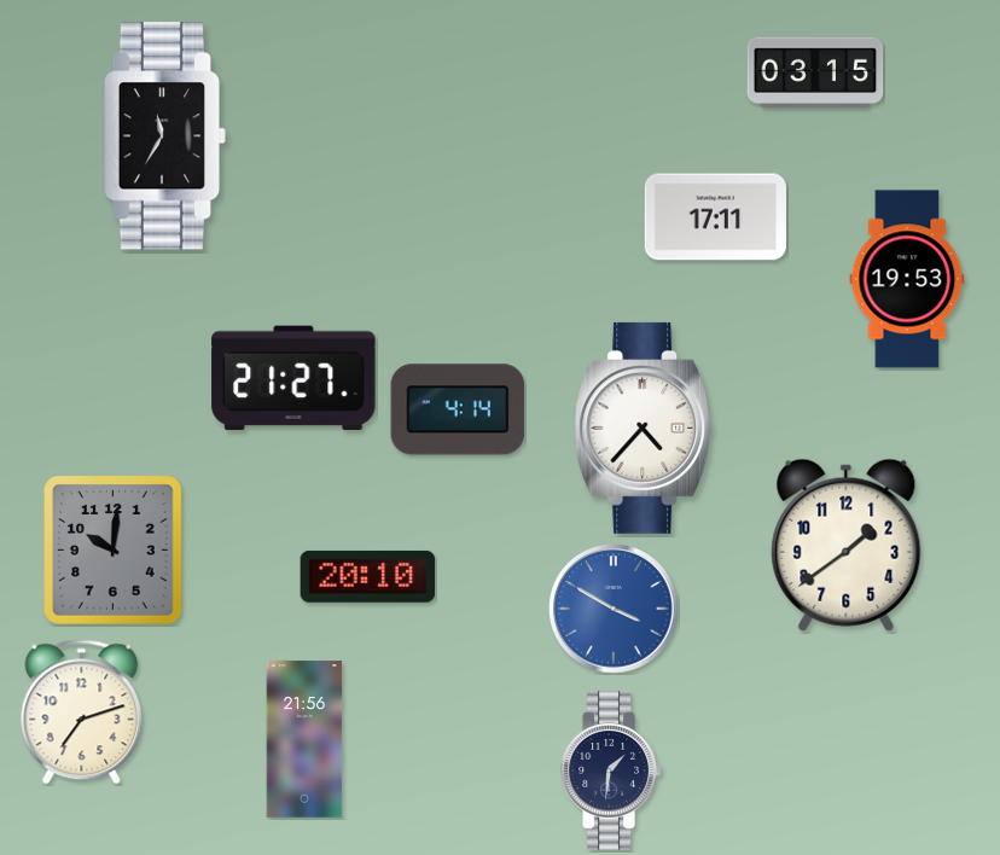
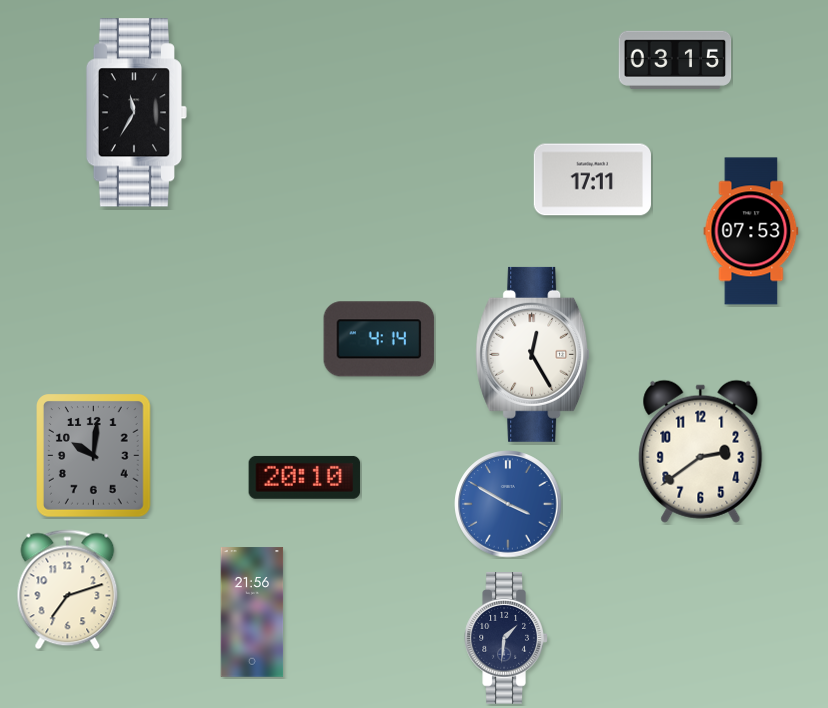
clock at (907, 279): 19:53 -> 07:53
clock at (293, 377): 21:27 -> none
clock at (644, 427): 4:37 -> 12:25
clock at (847, 545): 1:39 -> 2:39
